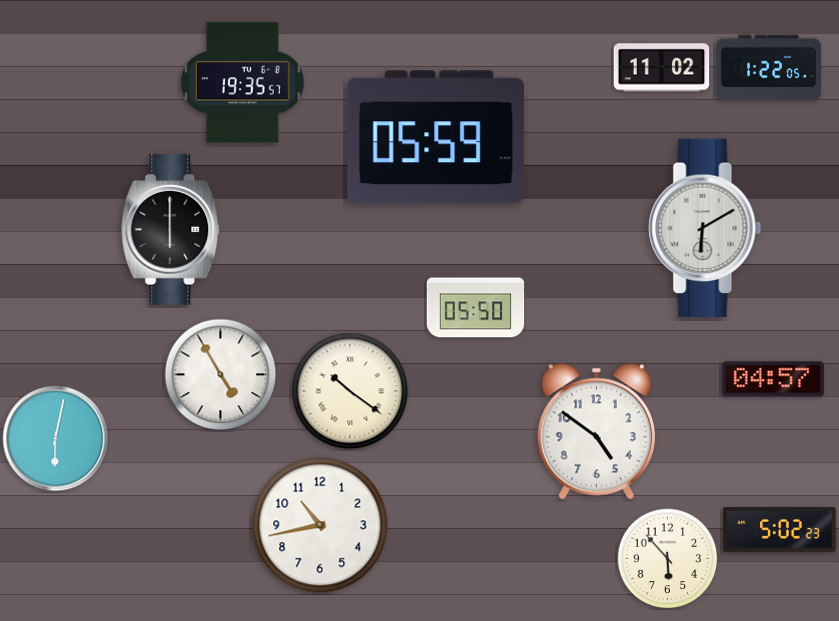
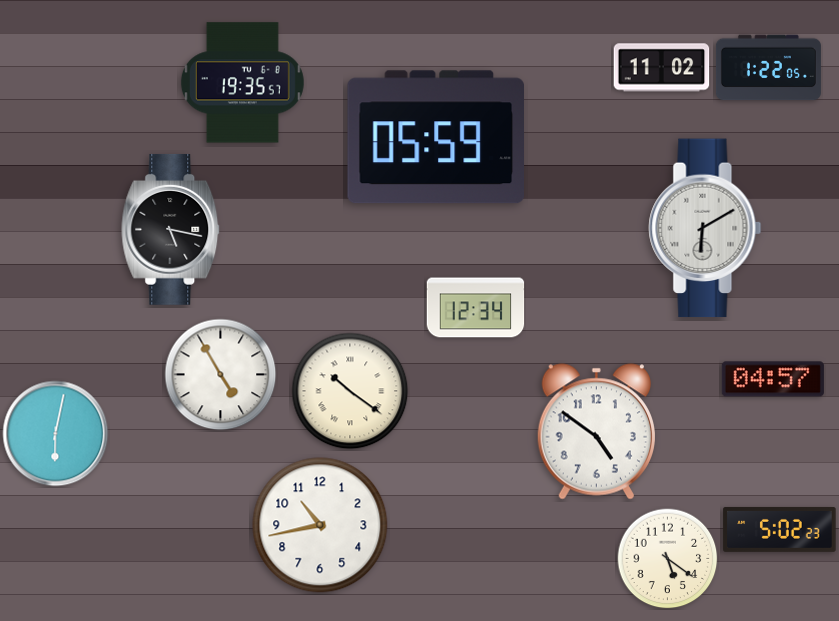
clock at (171, 229): 6:00 -> 5:17
clock at (476, 308): 05:50 -> 12:34
clock at (56, 439) position: (56, 439) -> (56, 434)
clock at (668, 559): 5:53 -> 5:21
